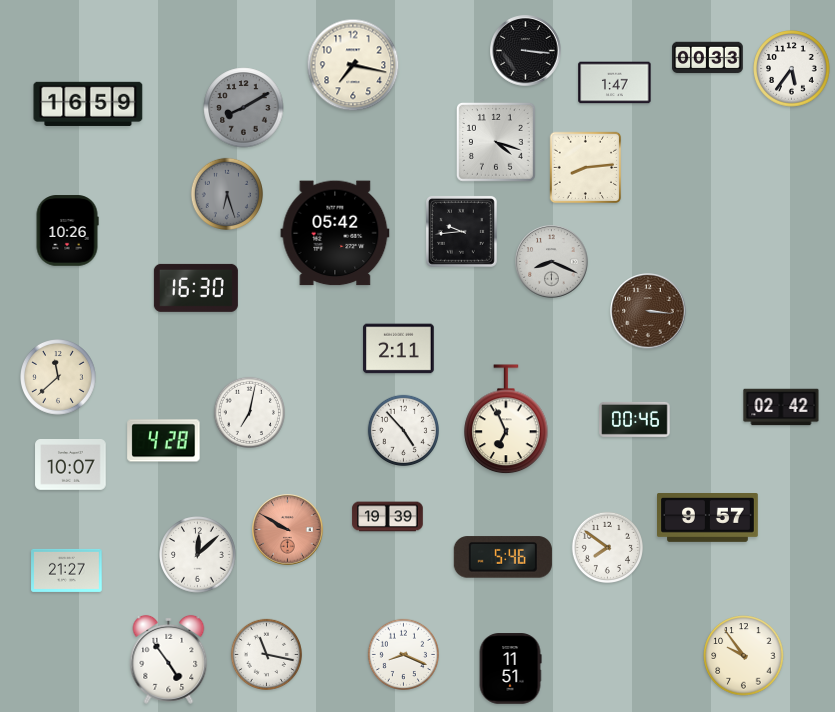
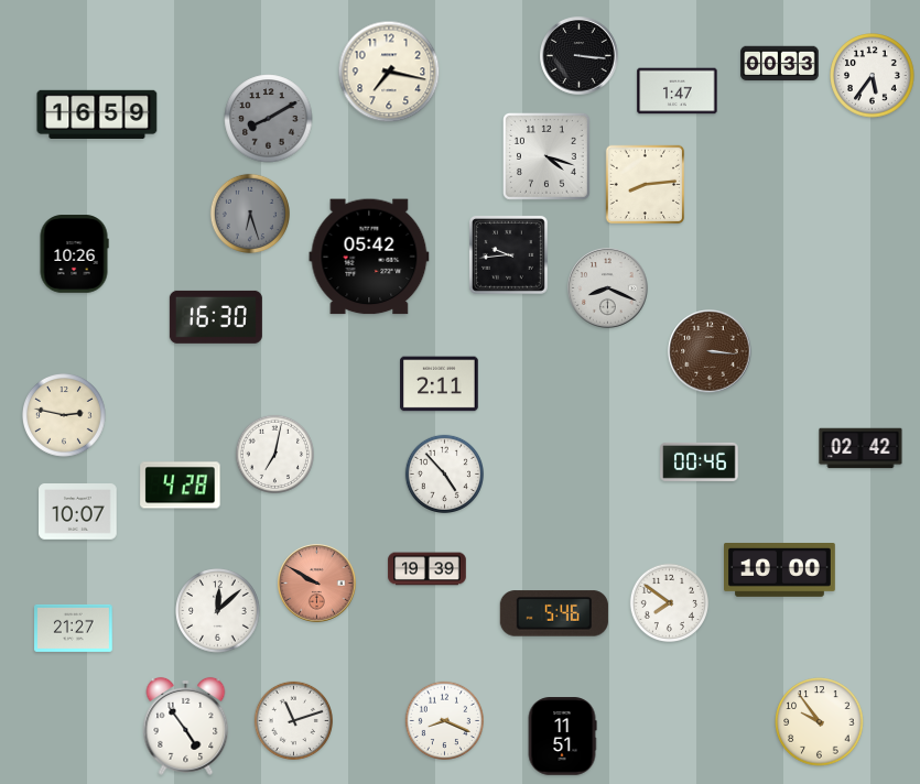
clock at (648, 311) position: (648, 311) -> (710, 351)
clock at (59, 378): 11:38 -> 2:47
clock at (506, 420): 6:56 -> none
clock at (708, 518): 9:57 -> 10:00
clock at (266, 654): 11:17 -> 11:12
